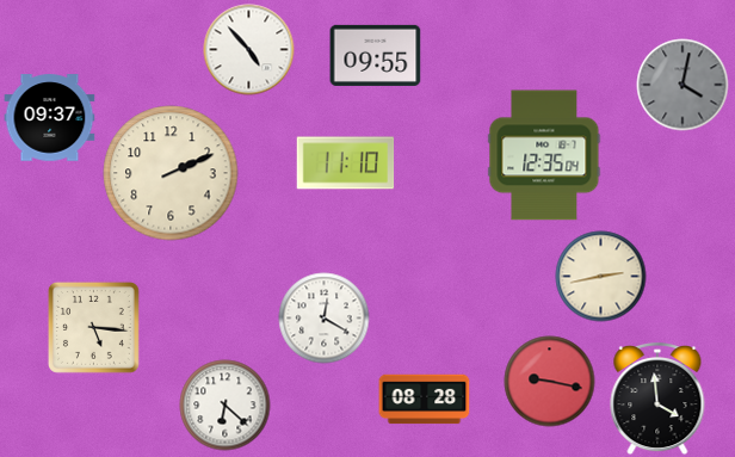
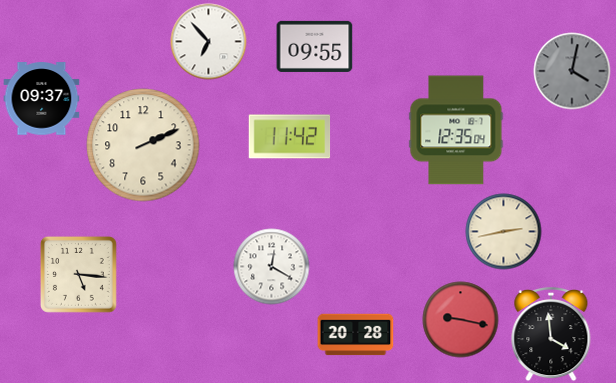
clock at (249, 50): 4:53 -> 6:53
clock at (346, 163): 11:10 -> 11:42
clock at (425, 400): 08:28 -> 20:28
clock at (226, 406): 6:22 -> none
